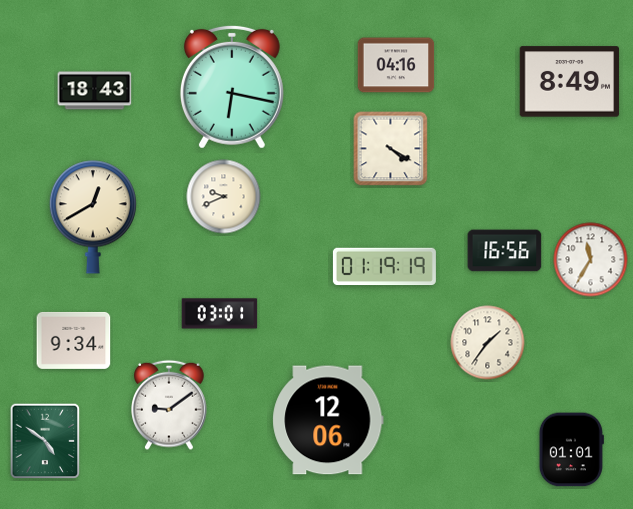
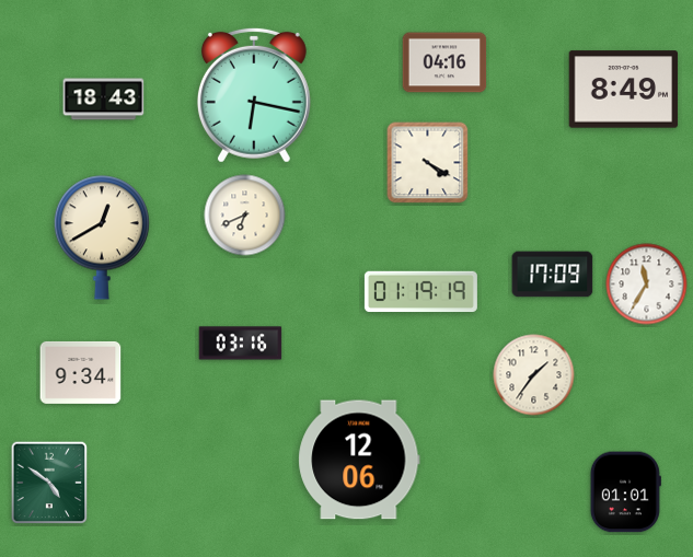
clock at (396, 65) position: (396, 65) -> (444, 62)
clock at (224, 197): 9:41 -> 6:41
clock at (505, 251): 16:56 -> 17:09
clock at (220, 314): 03:01 -> 03:16
clock at (169, 405): 9:09 -> none
